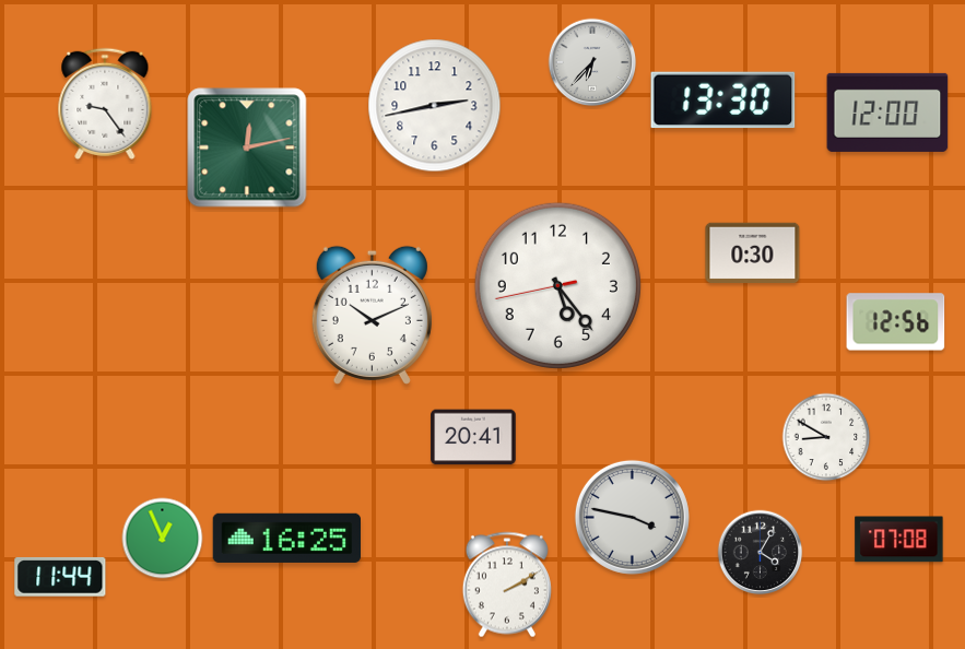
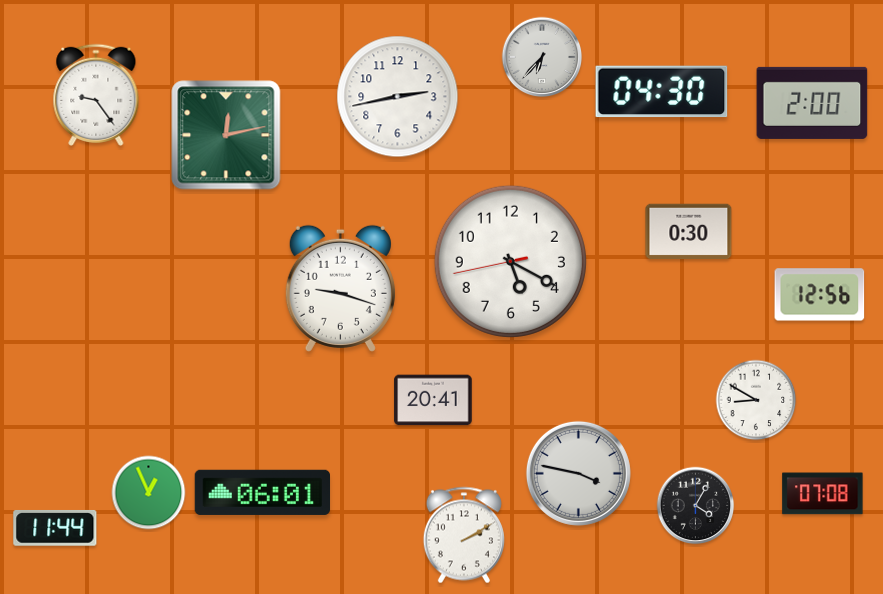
clock at (723, 101): 13:30 -> 04:30
clock at (887, 113): 12:00 -> 2:00
clock at (557, 285): 5:23 -> 5:19
clock at (372, 315): 10:11 -> 9:18
clock at (286, 538): 16:25 -> 06:01
